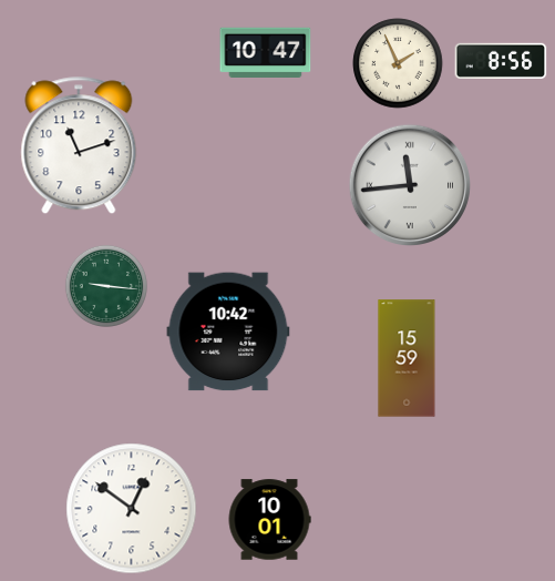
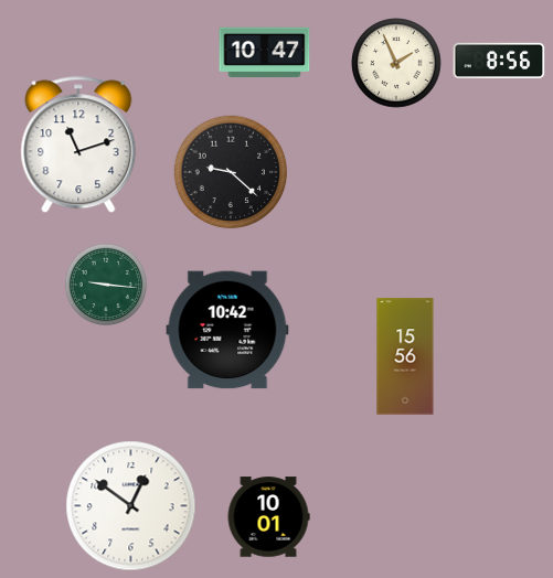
clock at (231, 172): none -> 9:22
clock at (410, 185): 11:44 -> none
clock at (407, 358): 15:59 -> 15:56
